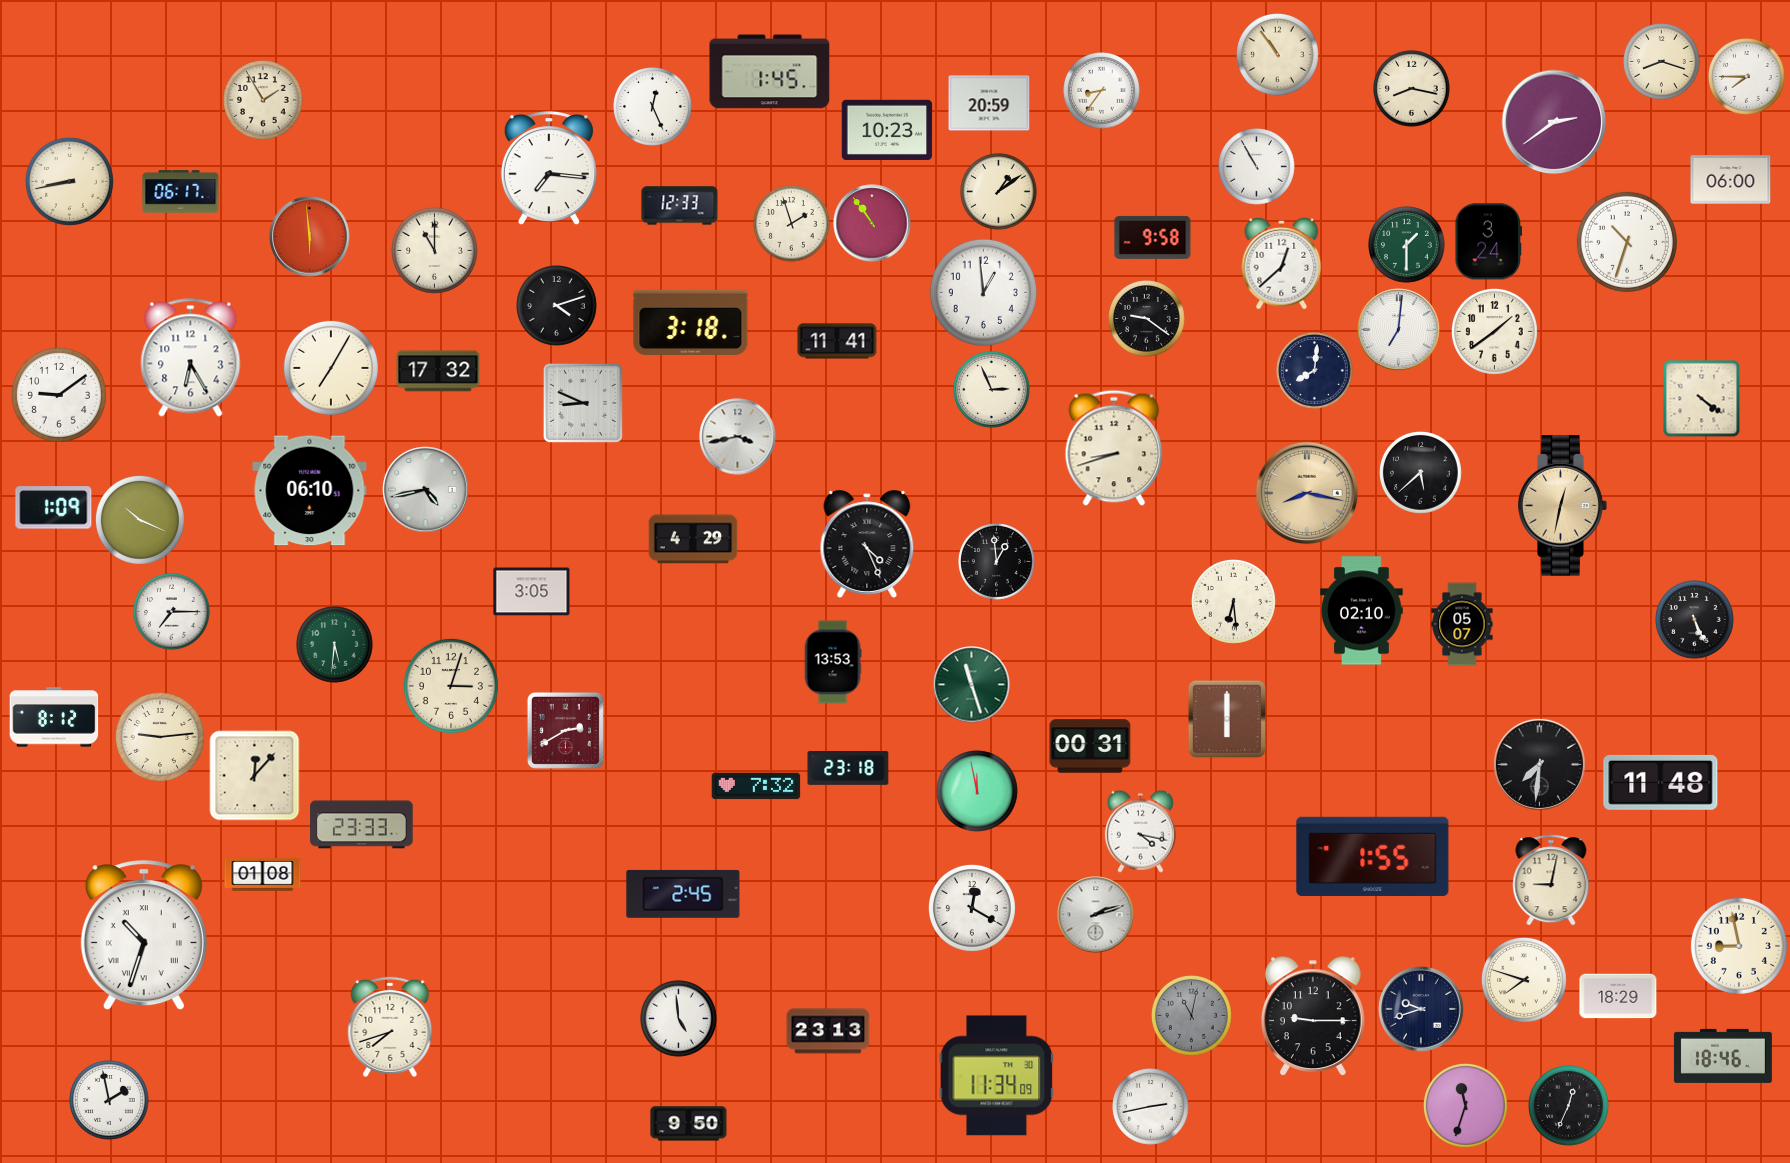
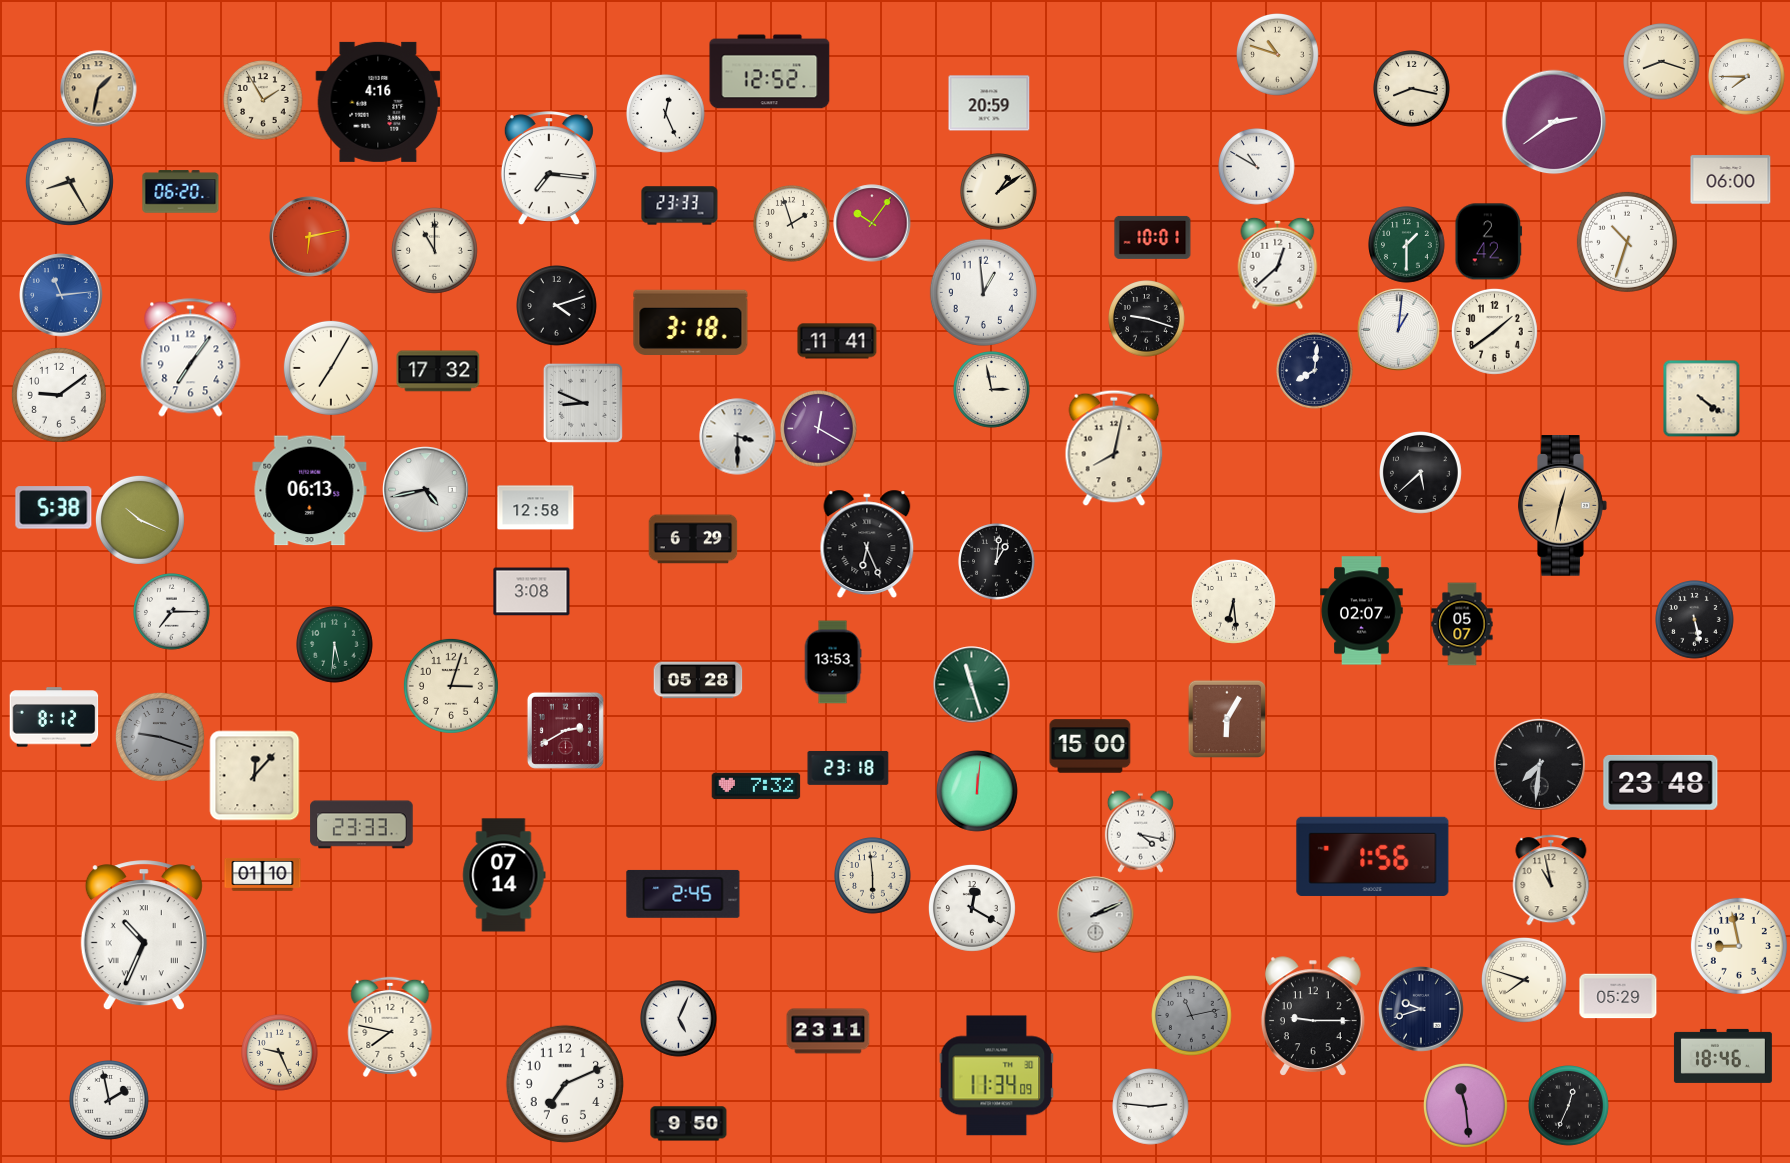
clock at (1278, 55): 10:54 -> 10:48
clock at (770, 72): 1:45 -> 12:52
clock at (99, 89): none -> 1:32
clock at (1102, 91): 8:36 -> none
clock at (378, 102): none -> 4:16
clock at (653, 107) position: (653, 107) -> (666, 114)
clock at (887, 130): 10:23 -> none
clock at (1257, 167): 10:55 -> 10:50
clock at (69, 181): 8:43 -> 8:25
clock at (181, 192): 06:17 -> 06:20
clock at (680, 206): 12:33 -> 23:33
clock at (872, 223): 10:54 -> 10:06
clock at (310, 237): 5:59 -> 6:13
clock at (1153, 237): 9:58 -> 10:01
clock at (1489, 242): 3:24 -> 2:42
clock at (1282, 263) position: (1282, 263) -> (1278, 263)
clock at (61, 295): none -> 11:14
clock at (1147, 319): 9:21 -> 9:18
clock at (1399, 330): 7:01 -> 1:01
clock at (191, 358): 6:25 -> 7:06
clock at (992, 390): 2:56 -> 2:58
clock at (819, 429): none -> 12:20
clock at (738, 437): 3:43 -> 3:30
clock at (1114, 448): 8:42 -> 8:02
clock at (310, 491): 06:10 -> 06:13
clock at (1307, 493): 8:17 -> none
clock at (54, 508): 1:09 -> 5:38
clock at (536, 508): none -> 12:58
clock at (693, 539): 4:29 -> 6:29
clock at (867, 544): 4:26 -> 6:26
clock at (997, 562): 12:59 -> 1:01
clock at (532, 592): 3:05 -> 3:08
clock at (1362, 611): 02:10 -> 02:07
clock at (1695, 620): 5:26 -> 5:28
clock at (698, 680): none -> 05:28
clock at (1226, 718): 6:00 -> 6:05
clock at (160, 737): 9:14 -> 9:18
clock at (160, 737) dial: cream -> grey
clock at (1090, 746): 00:31 -> 15:00
clock at (1661, 782): 11:48 -> 23:48
clock at (978, 792): 11:58 -> 12:01
clock at (1373, 856): 1:55 -> 1:56
clock at (263, 875): 01:08 -> 01:10
clock at (504, 875): none -> 07:14
clock at (873, 876): none -> 5:59
clock at (1551, 880): 9:02 -> 10:58
clock at (1096, 915): 2:12 -> 2:11
clock at (144, 936): 10:33 -> 10:34
clock at (1618, 996): 18:29 -> 05:29
clock at (1192, 1016): 11:02 -> 11:13
clock at (679, 1019): 4:59 -> 5:04
clock at (390, 1027): 7:42 -> 7:47
clock at (828, 1031): 23:13 -> 23:11
clock at (280, 1053): none -> 9:26
clock at (565, 1084): none -> 7:11
clock at (1465, 1105): 11:33 -> 11:29
clock at (1151, 1107): 2:43 -> 2:46
